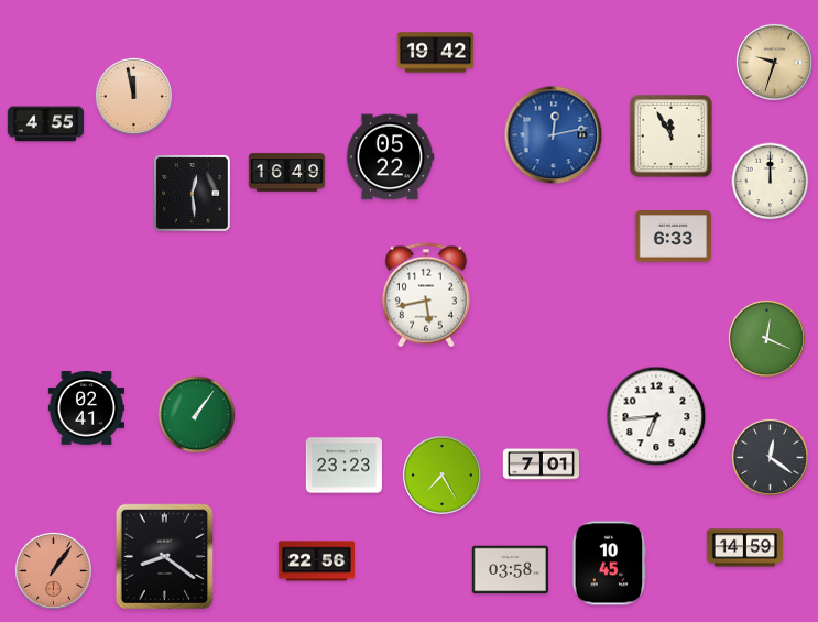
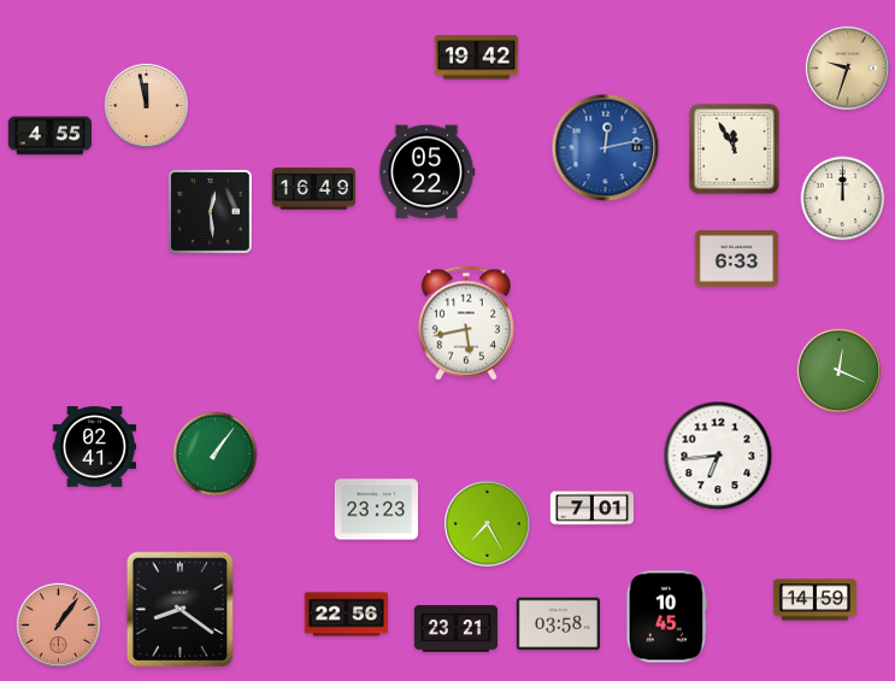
clock at (770, 457): 12:21 -> none
clock at (441, 474) position: (441, 474) -> (487, 523)
clock at (457, 629): none -> 23:21
